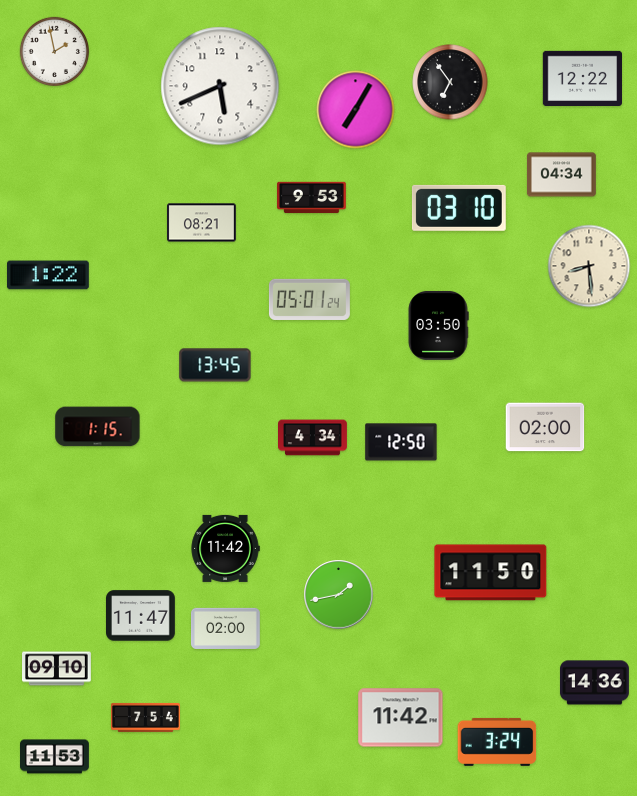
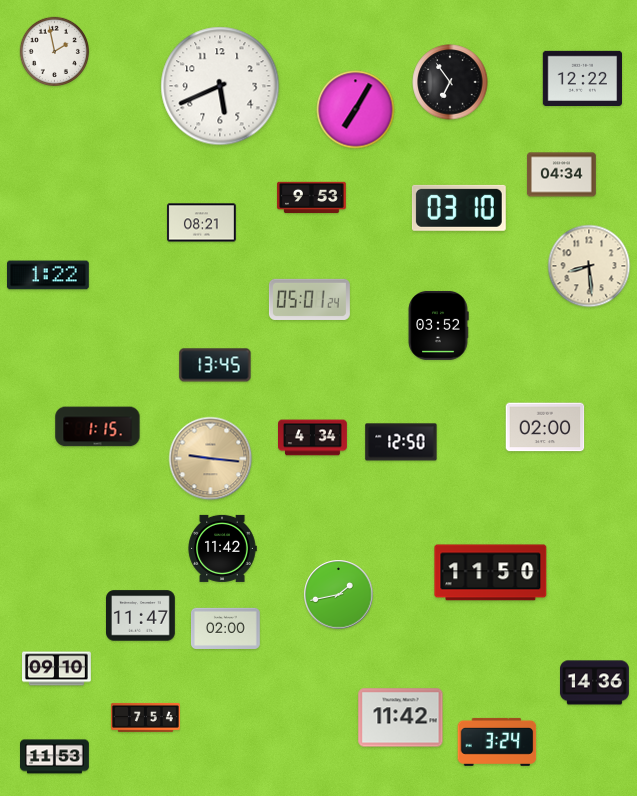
clock at (438, 325): 03:50 -> 03:52
clock at (211, 459): none -> 9:16
clock at (225, 548) position: (225, 548) -> (222, 548)
